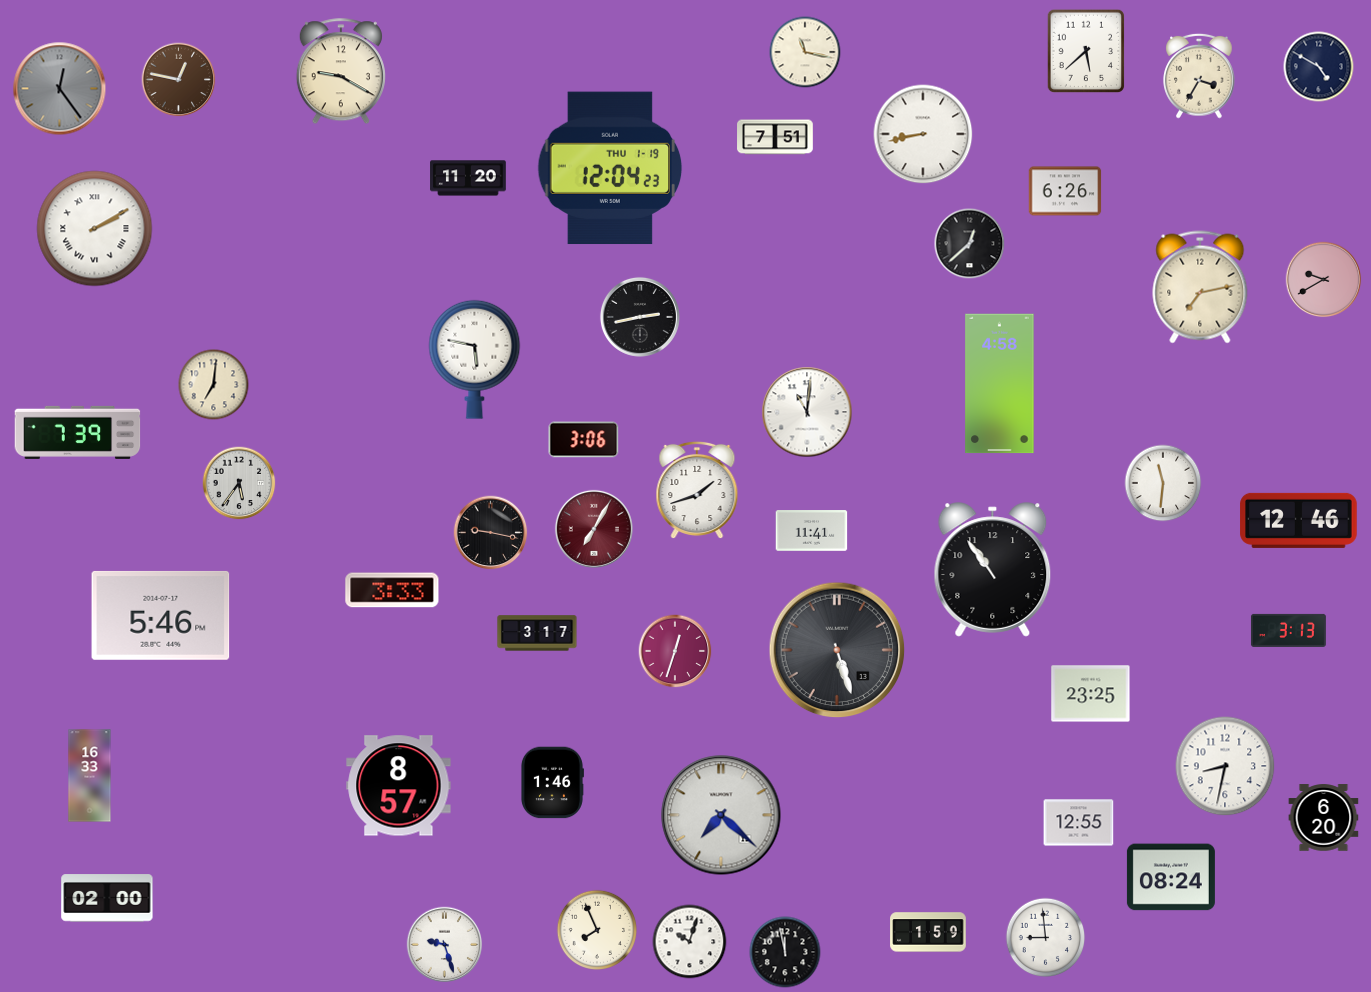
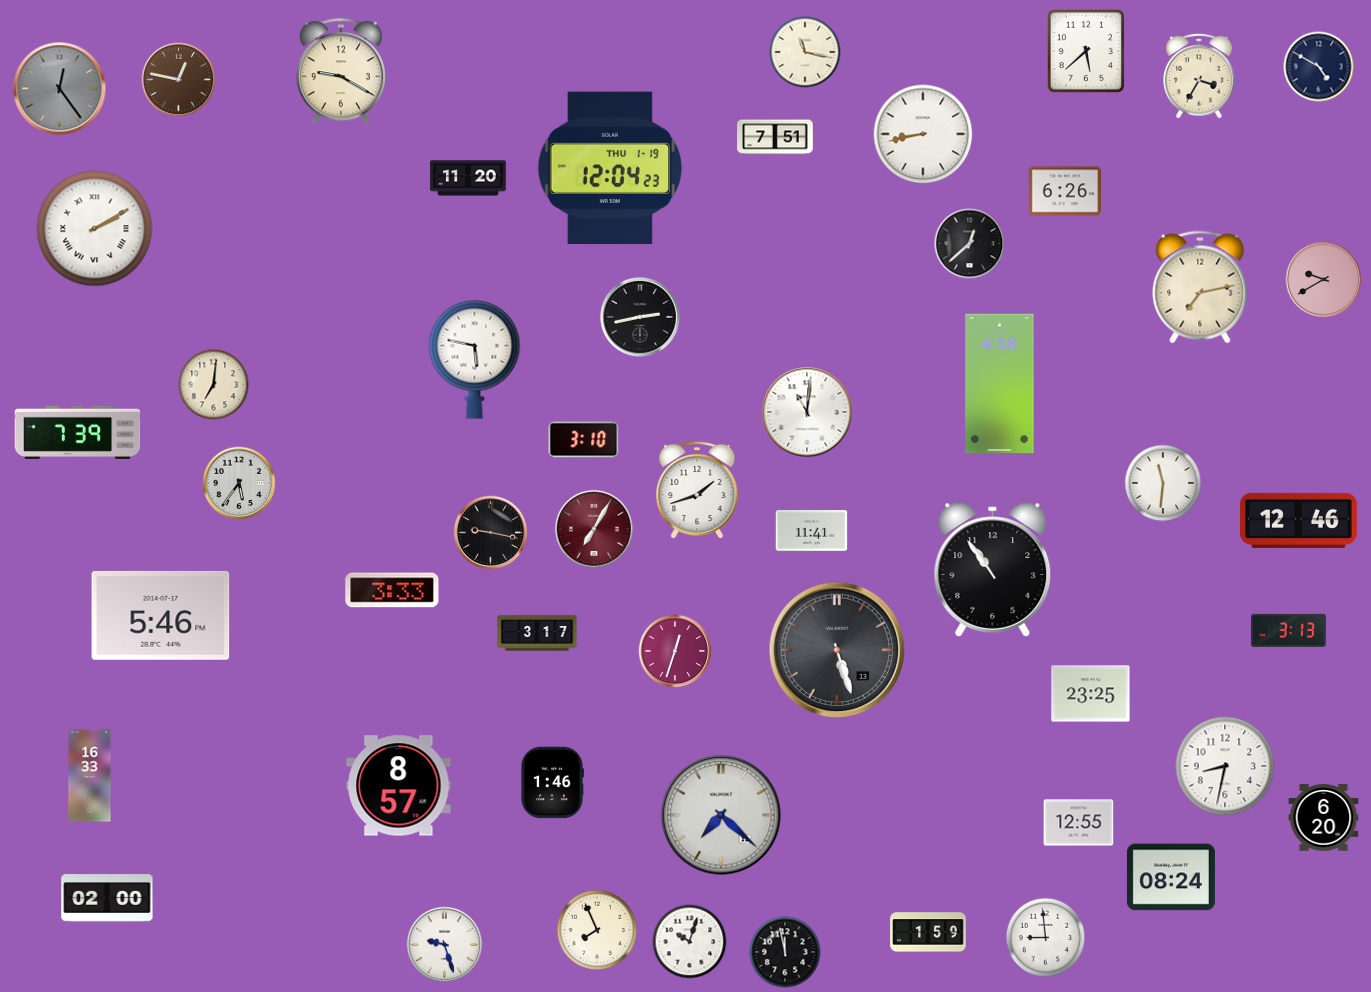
clock at (584, 440): 3:06 -> 3:10
